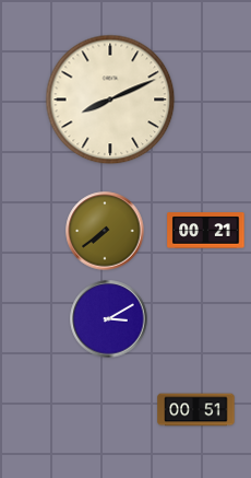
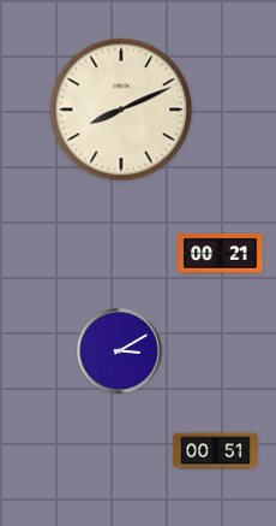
clock at (105, 231): 7:39 -> none
clock at (206, 231) position: (206, 231) -> (221, 254)
